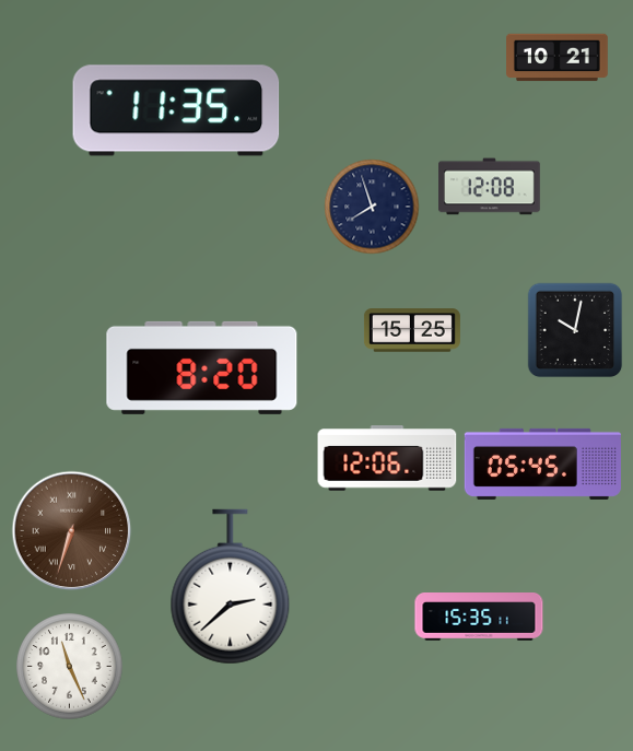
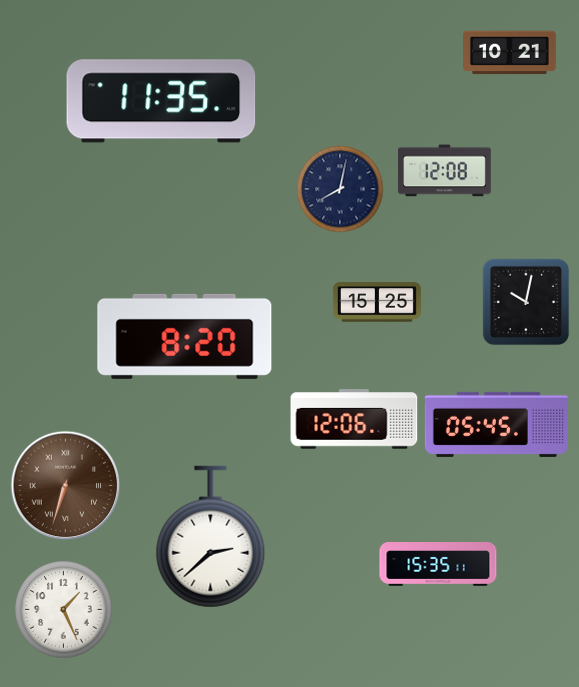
clock at (490, 187) position: (490, 187) -> (445, 171)
clock at (372, 207): 7:57 -> 8:02
clock at (70, 667): 11:26 -> 1:26
